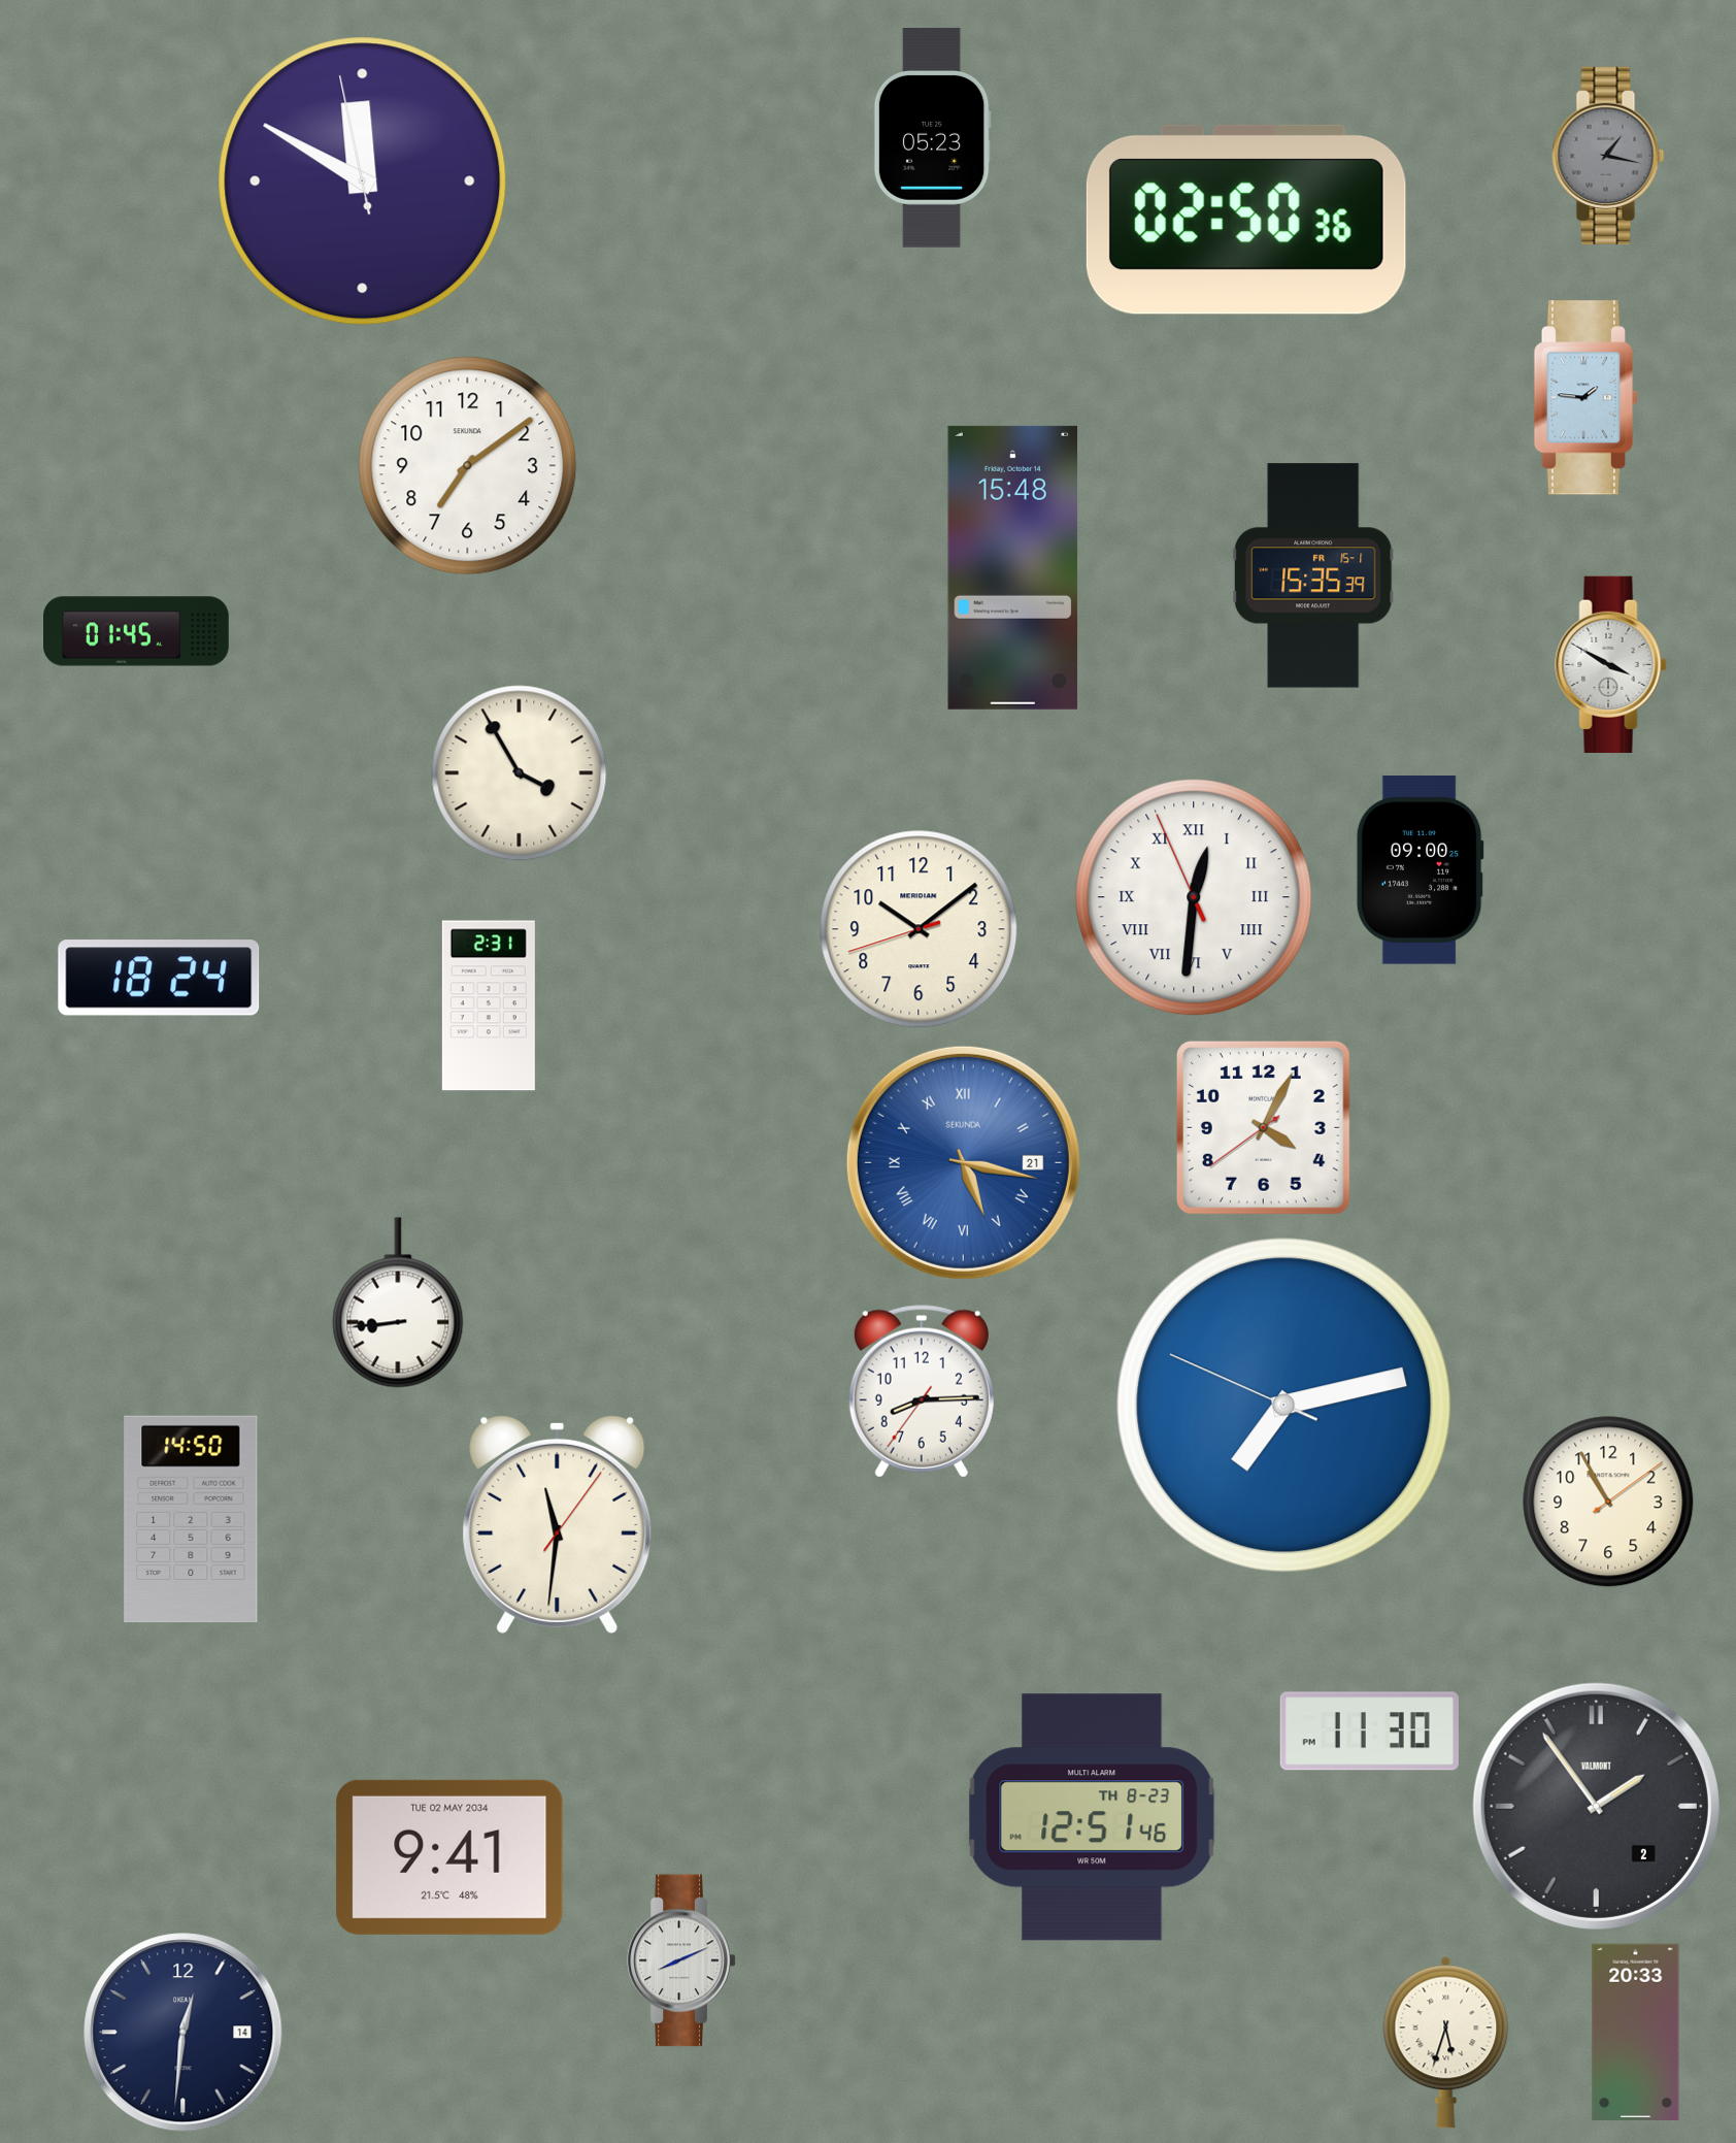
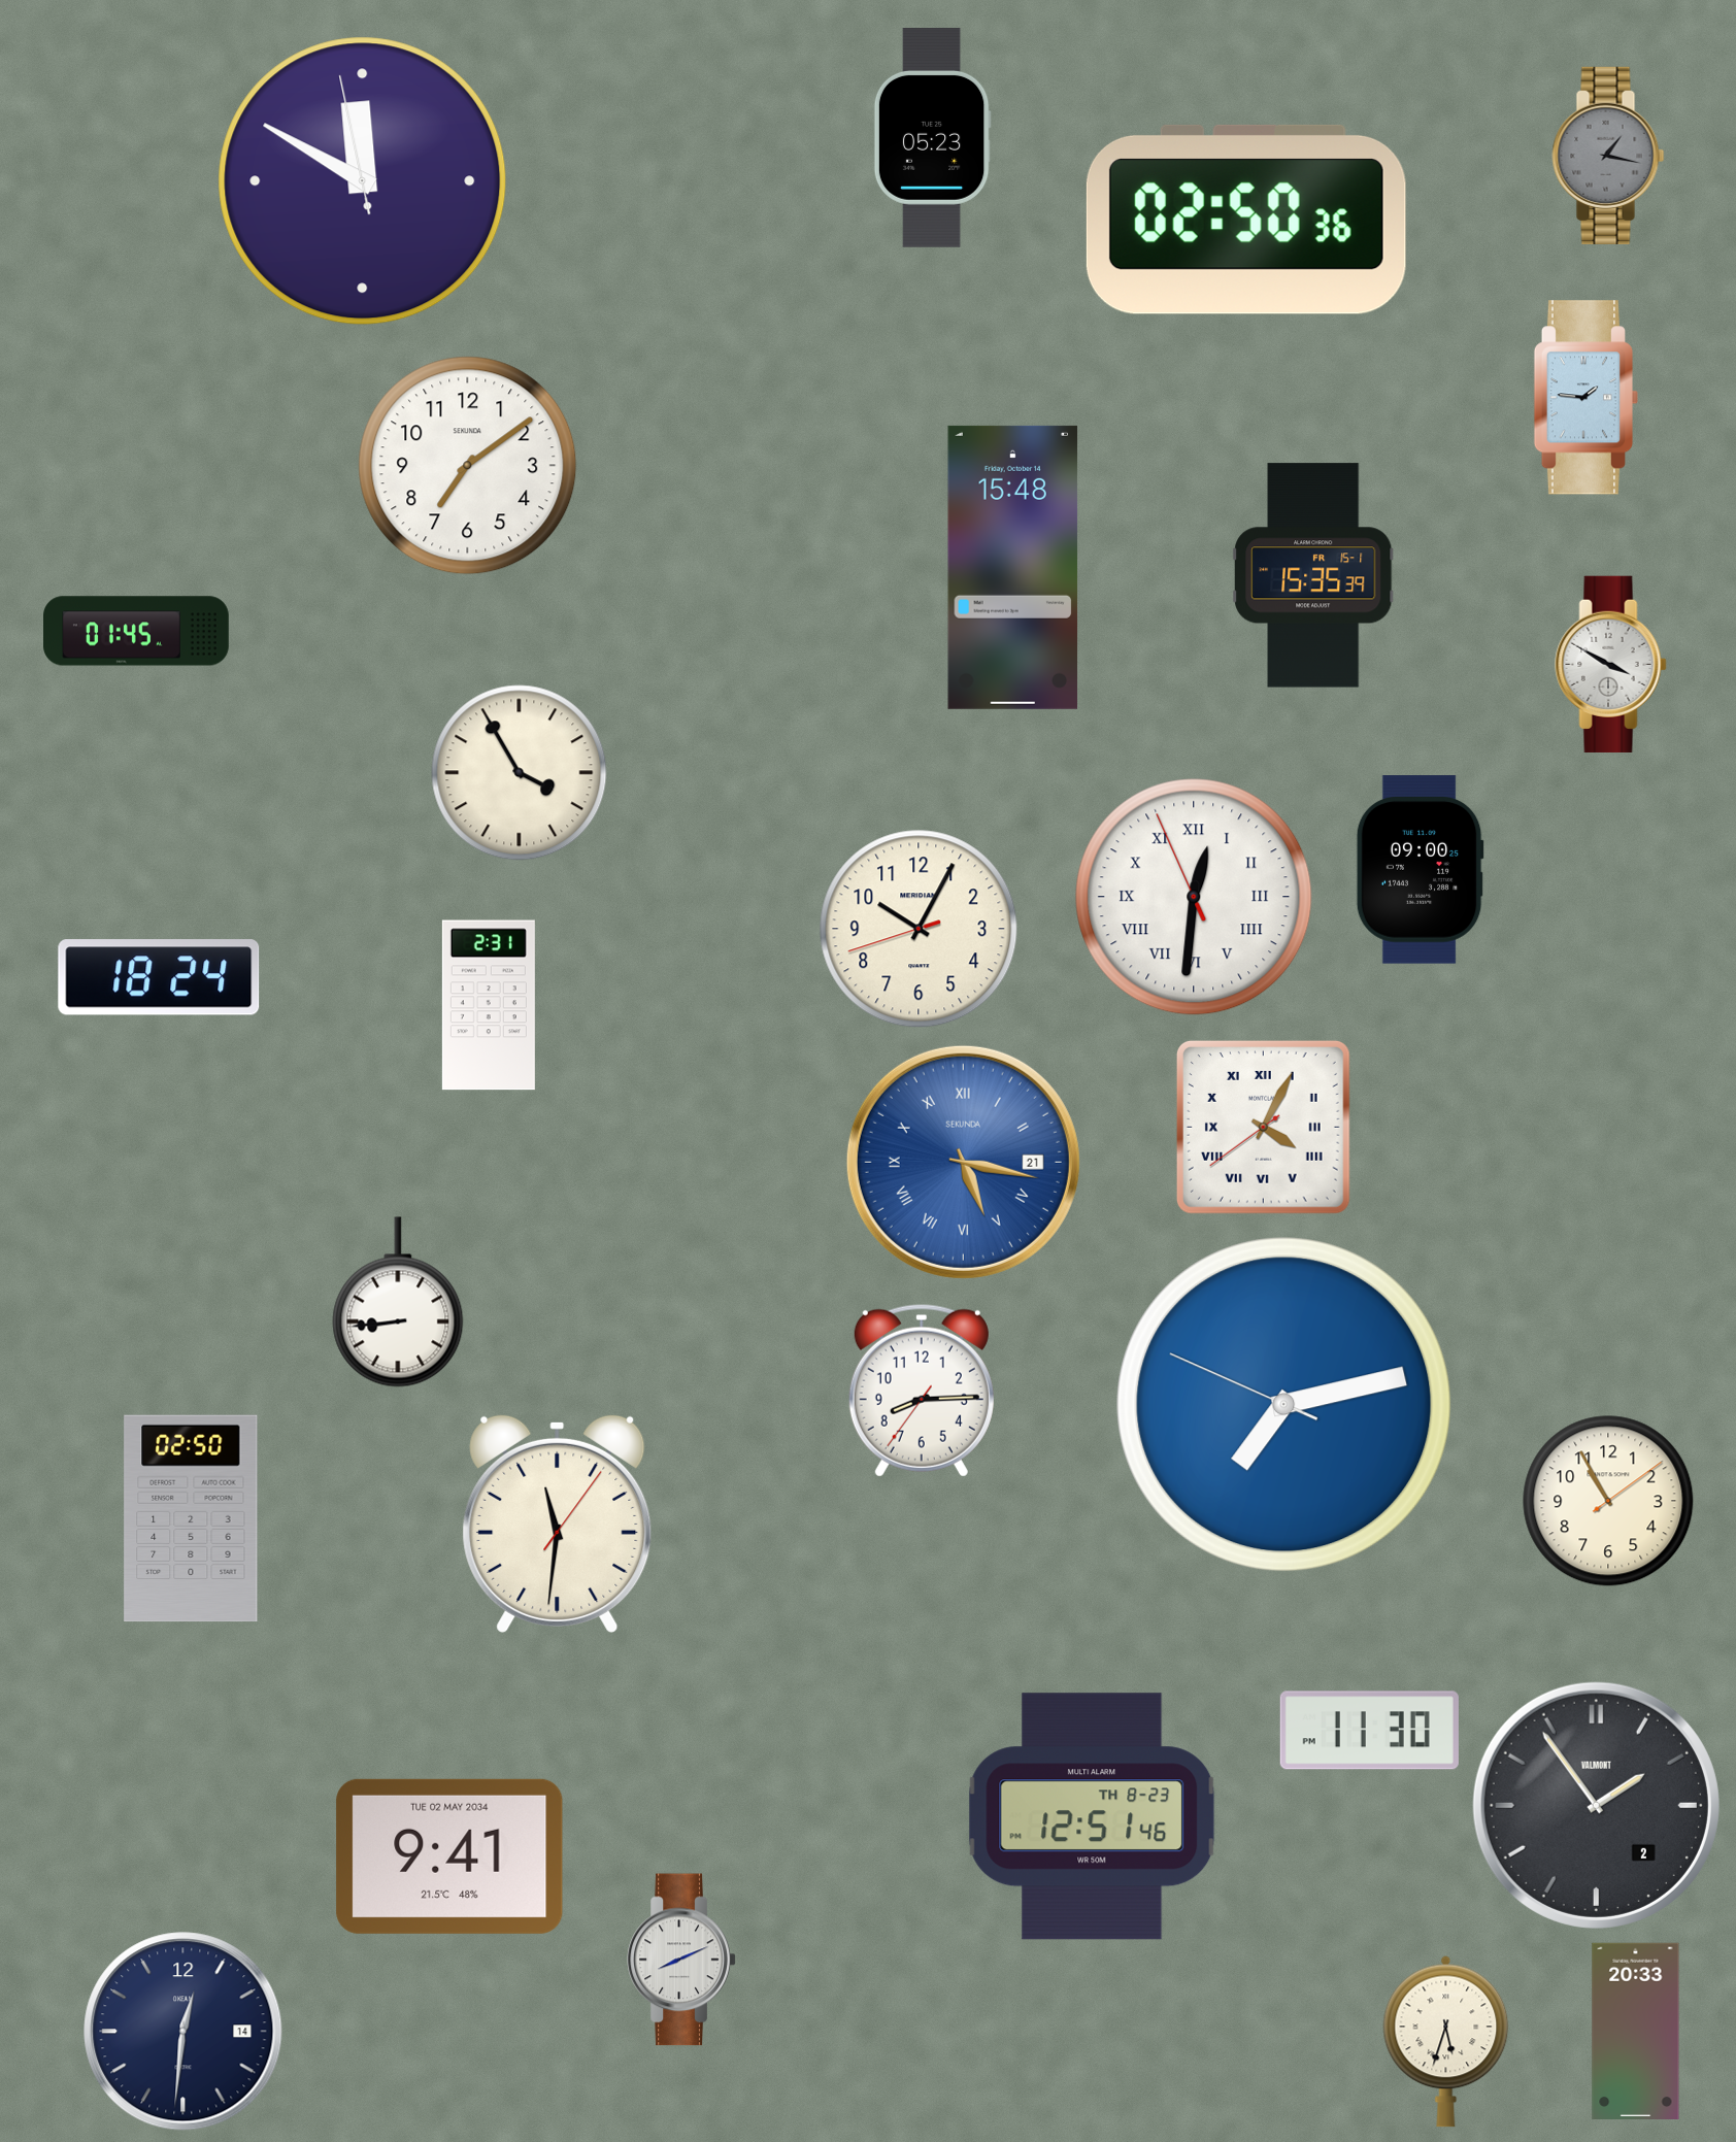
clock at (919, 929): 10:08 -> 10:04
clock at (1263, 1127) numerals: Arabic -> Roman
clock at (191, 1519): 14:50 -> 02:50
